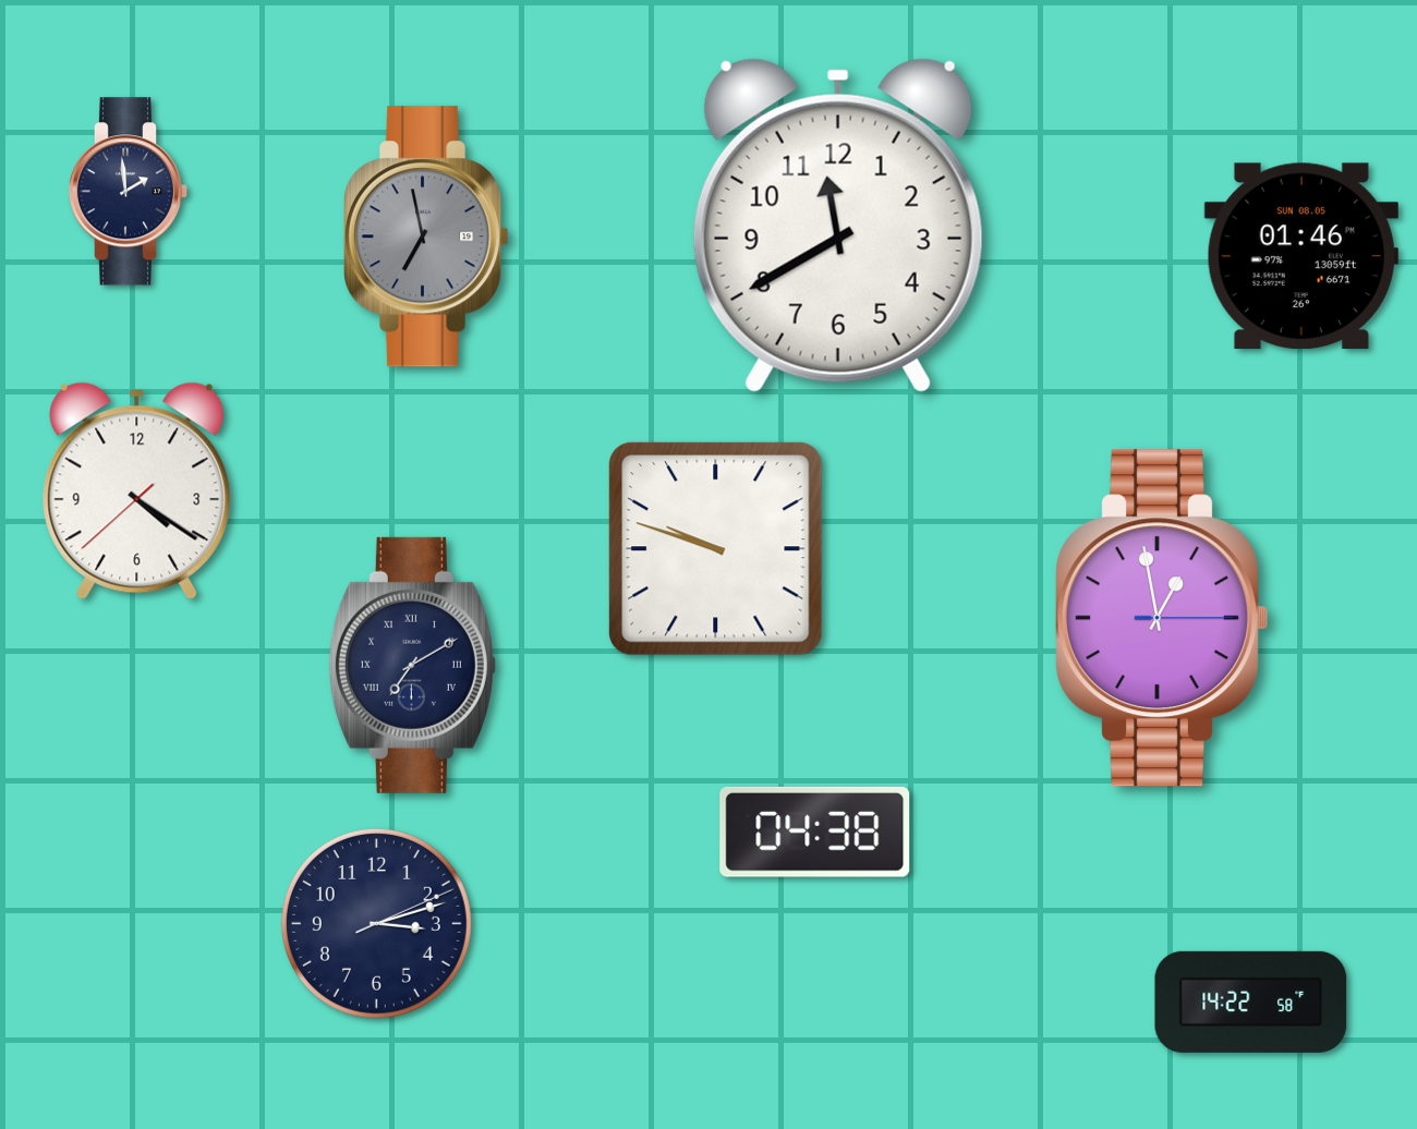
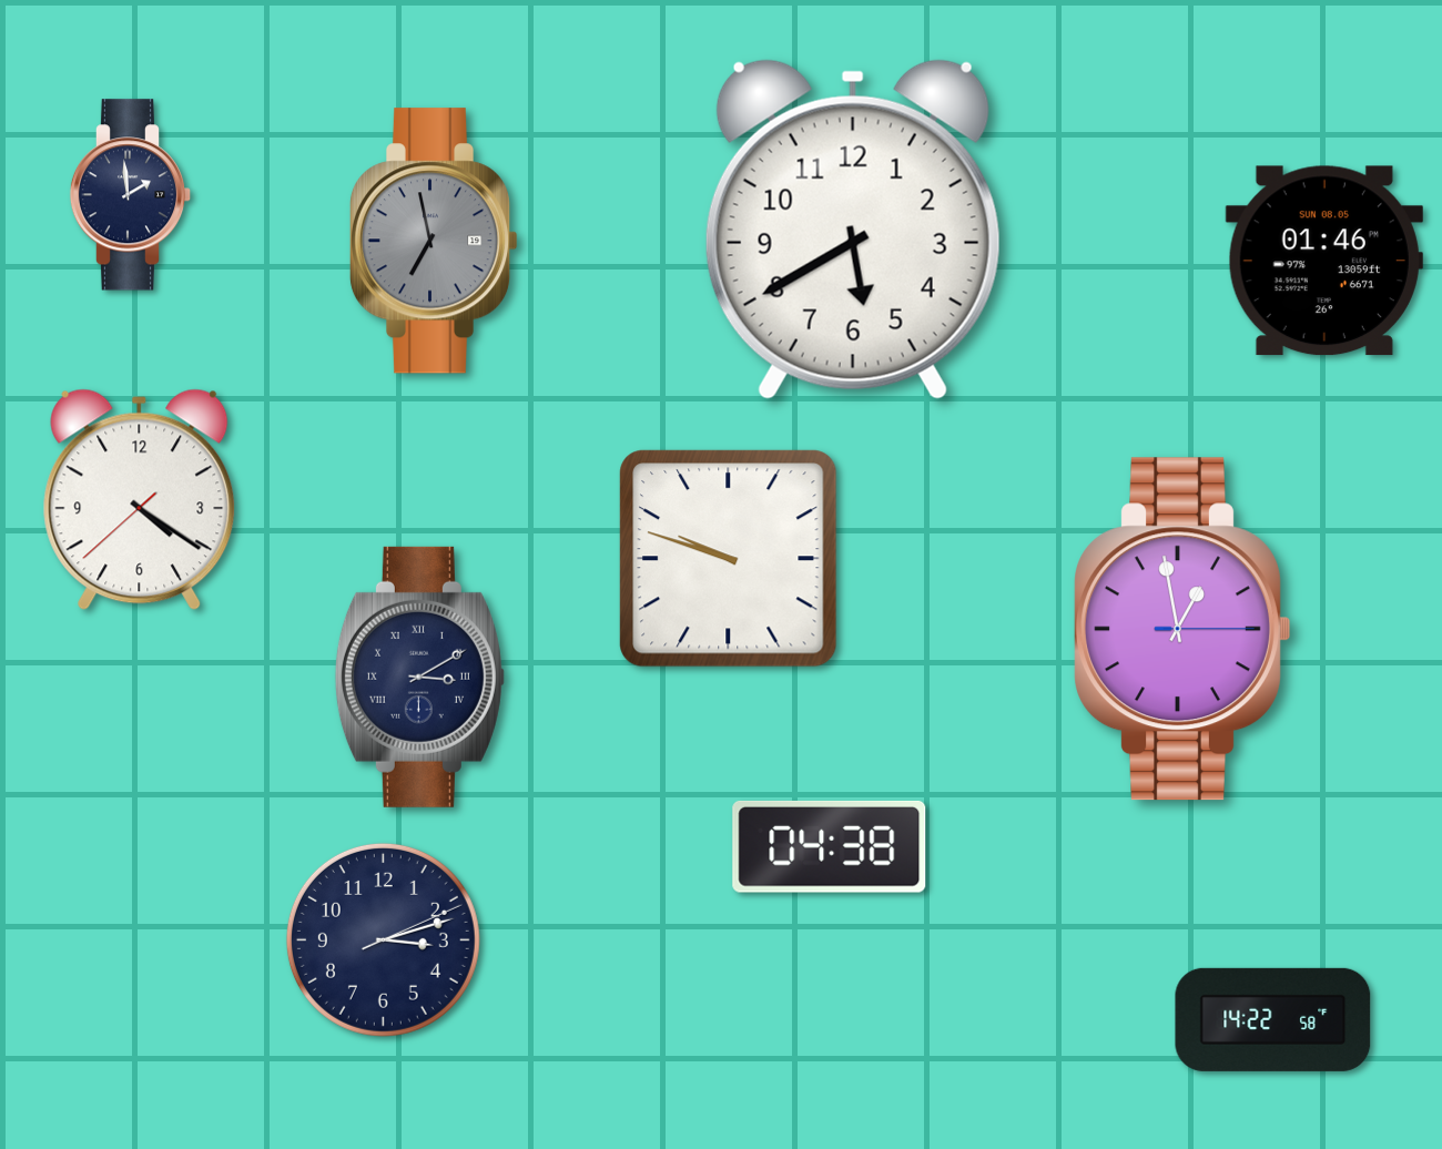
clock at (838, 226): 11:40 -> 5:40
clock at (412, 665): 7:10 -> 3:10
